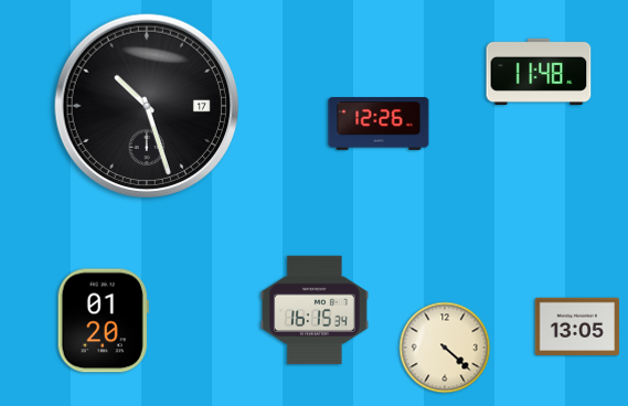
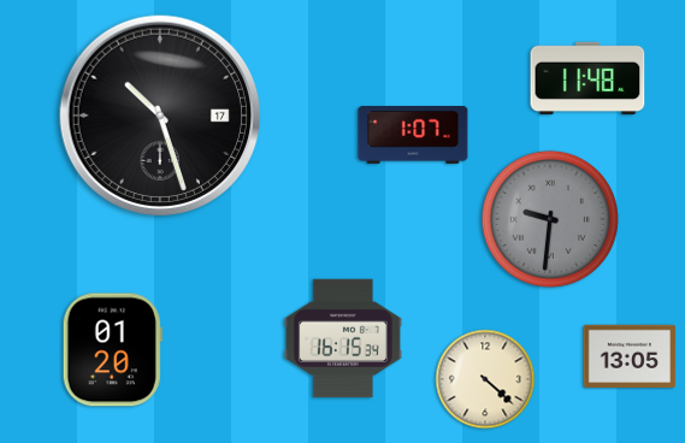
clock at (379, 125): 12:26 -> 1:07
clock at (550, 219): none -> 9:31
